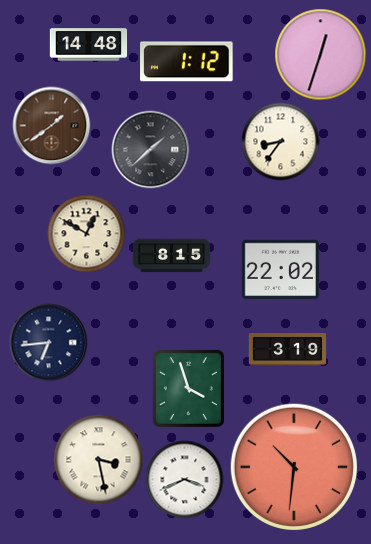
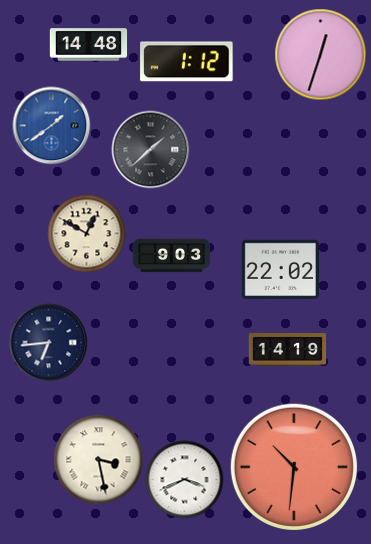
clock at (51, 125) dial: brown -> blue
clock at (280, 141): 8:36 -> none
clock at (171, 256): 8:15 -> 9:03
clock at (287, 350): 3:19 -> 14:19
clock at (188, 388): 3:57 -> none
